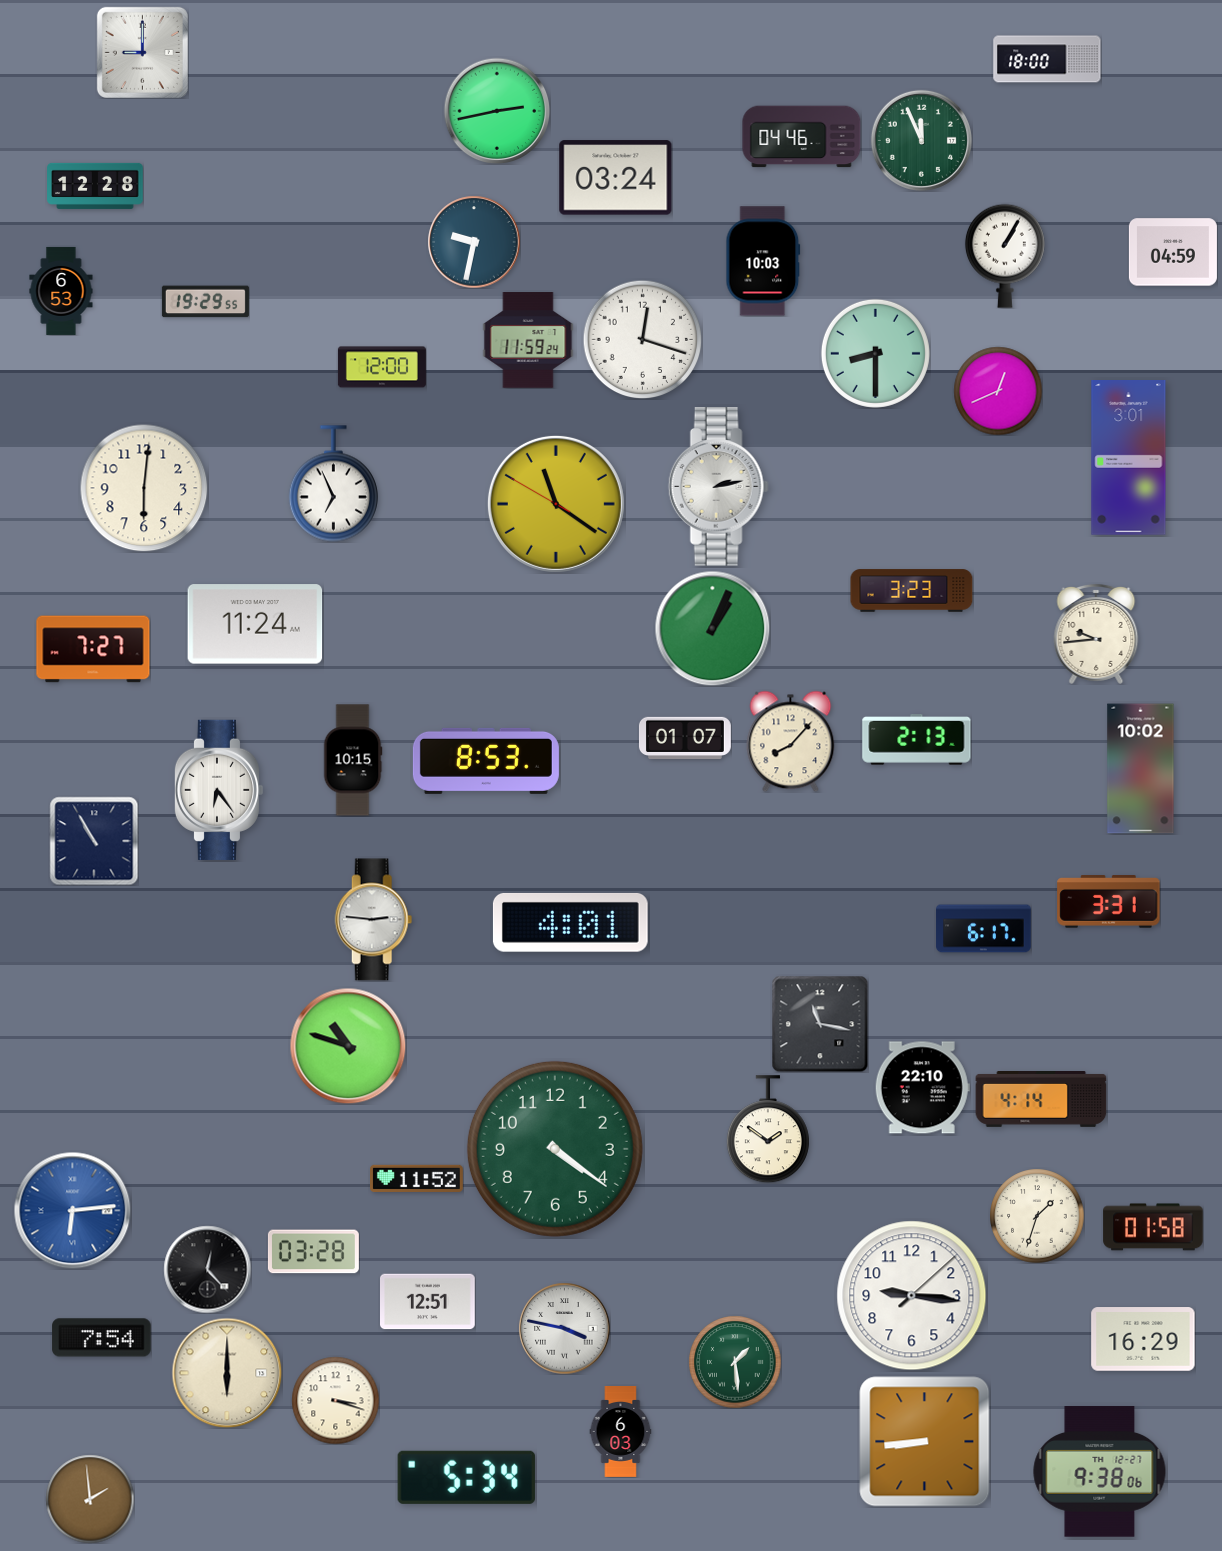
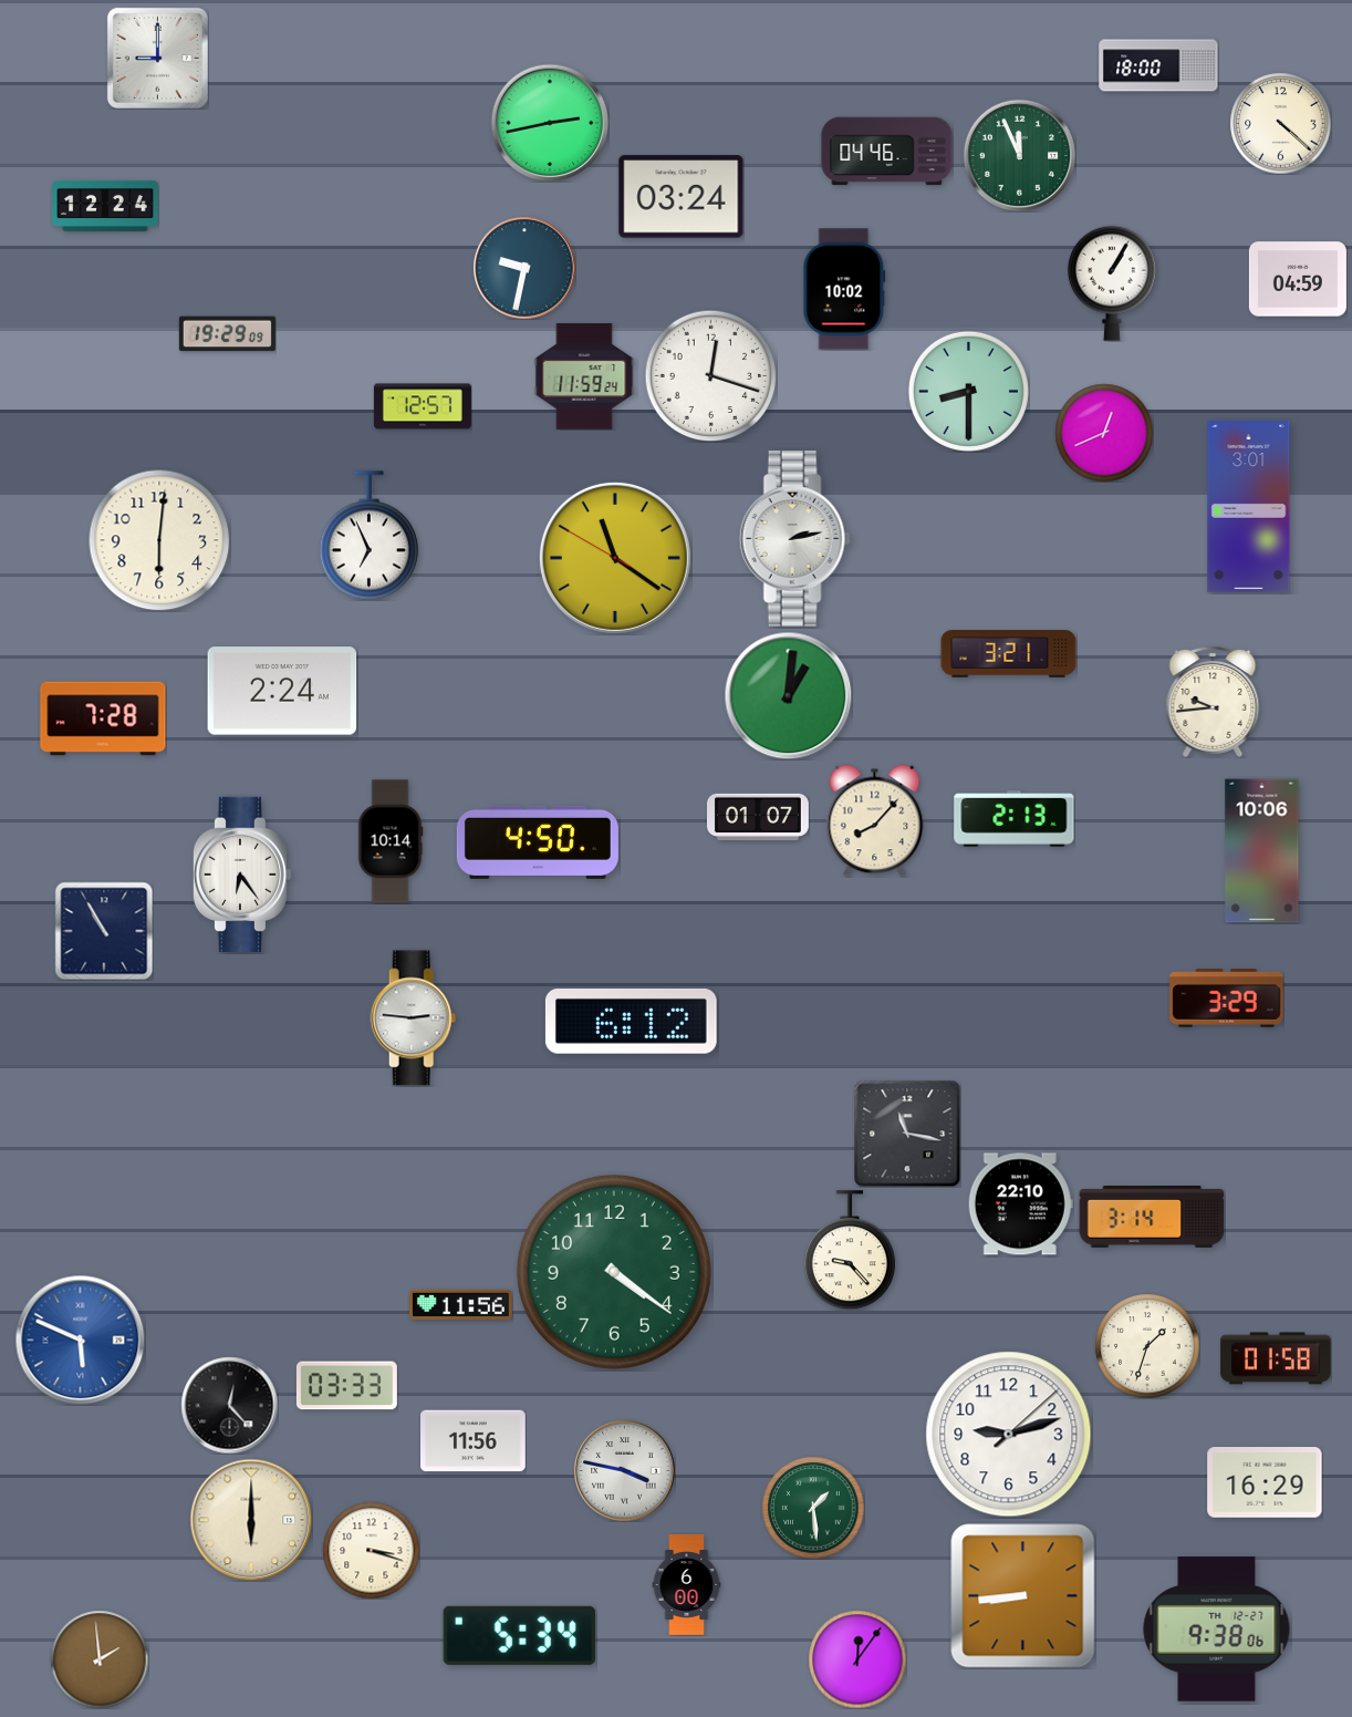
clock at (1280, 123): none -> 4:22
clock at (95, 186): 12:28 -> 12:24
clock at (763, 261): 10:03 -> 10:02
clock at (61, 291): 6:53 -> none
clock at (205, 302): 19:29:55 -> 19:29:09
clock at (382, 367): 12:00 -> 12:57
clock at (912, 591): 3:23 -> 3:21
clock at (255, 624): 11:24 -> 2:24
clock at (712, 628): 1:04 -> 1:01
clock at (93, 649): 7:27 -> 7:28
clock at (353, 760): 10:15 -> 10:14
clock at (486, 761): 8:53 -> 4:50
clock at (1141, 769): 10:02 -> 10:06
clock at (1109, 902): 3:31 -> 3:29
clock at (570, 922): 4:01 -> 6:12
clock at (984, 929): 6:17 -> none
clock at (348, 1046): 10:48 -> none
clock at (1041, 1100): 4:14 -> 3:14
clock at (768, 1129): 1:51 -> 9:23
clock at (417, 1178): 11:52 -> 11:56
clock at (72, 1210): 6:14 -> 5:49
clock at (313, 1252): 03:28 -> 03:33
clock at (912, 1296): 9:16 -> 9:12
clock at (428, 1302): 12:51 -> 11:56
clock at (102, 1338): 7:54 -> none
clock at (621, 1432): 6:03 -> 6:00
clock at (466, 1477) position: (466, 1477) -> (519, 1635)
clock at (857, 1659): none -> 12:06
